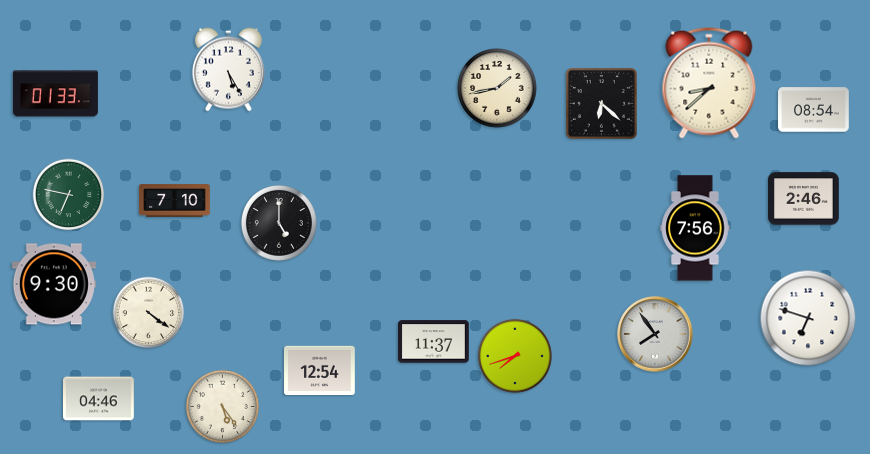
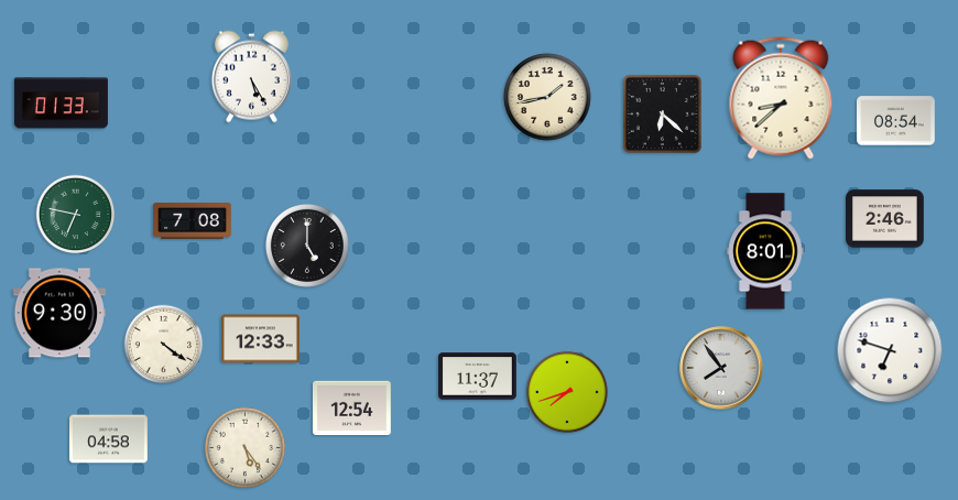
clock at (709, 83) position: (709, 83) -> (781, 98)
clock at (175, 201): 7:10 -> 7:08
clock at (695, 228): 7:56 -> 8:01
clock at (261, 339): none -> 12:33
clock at (99, 399): 04:46 -> 04:58
